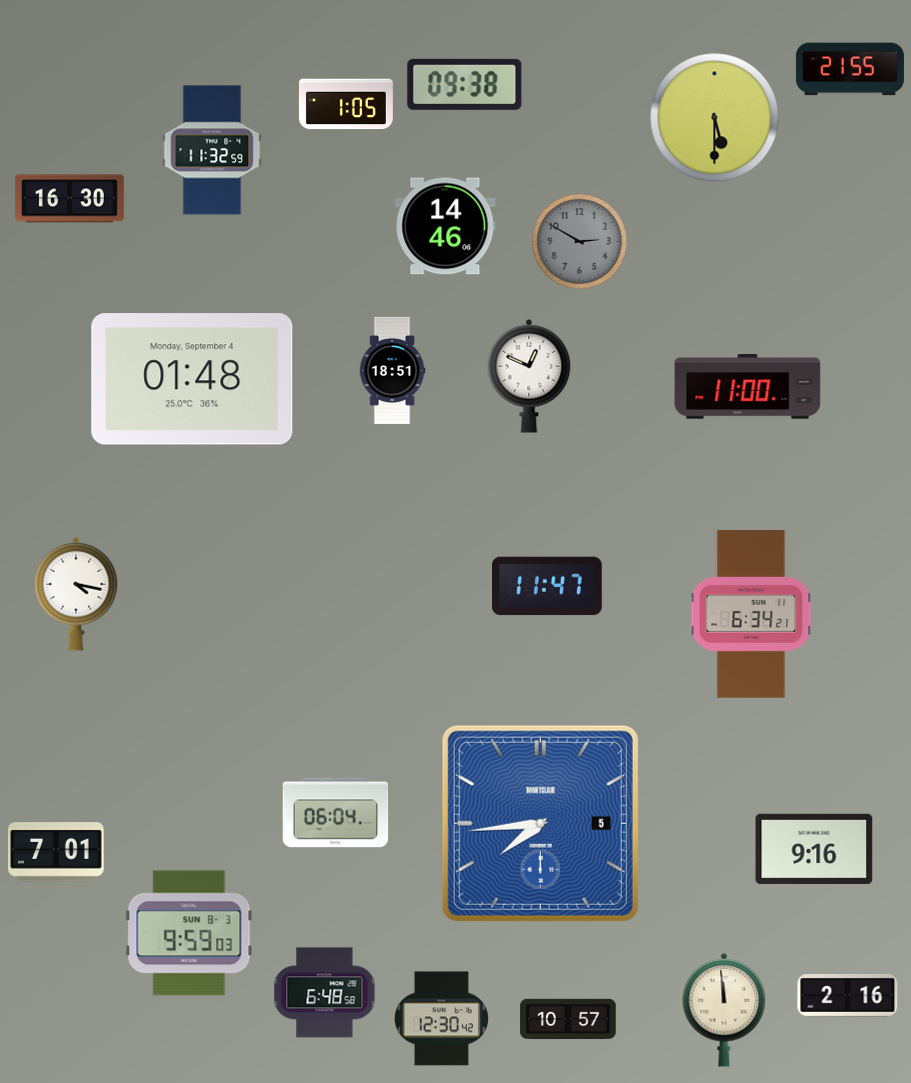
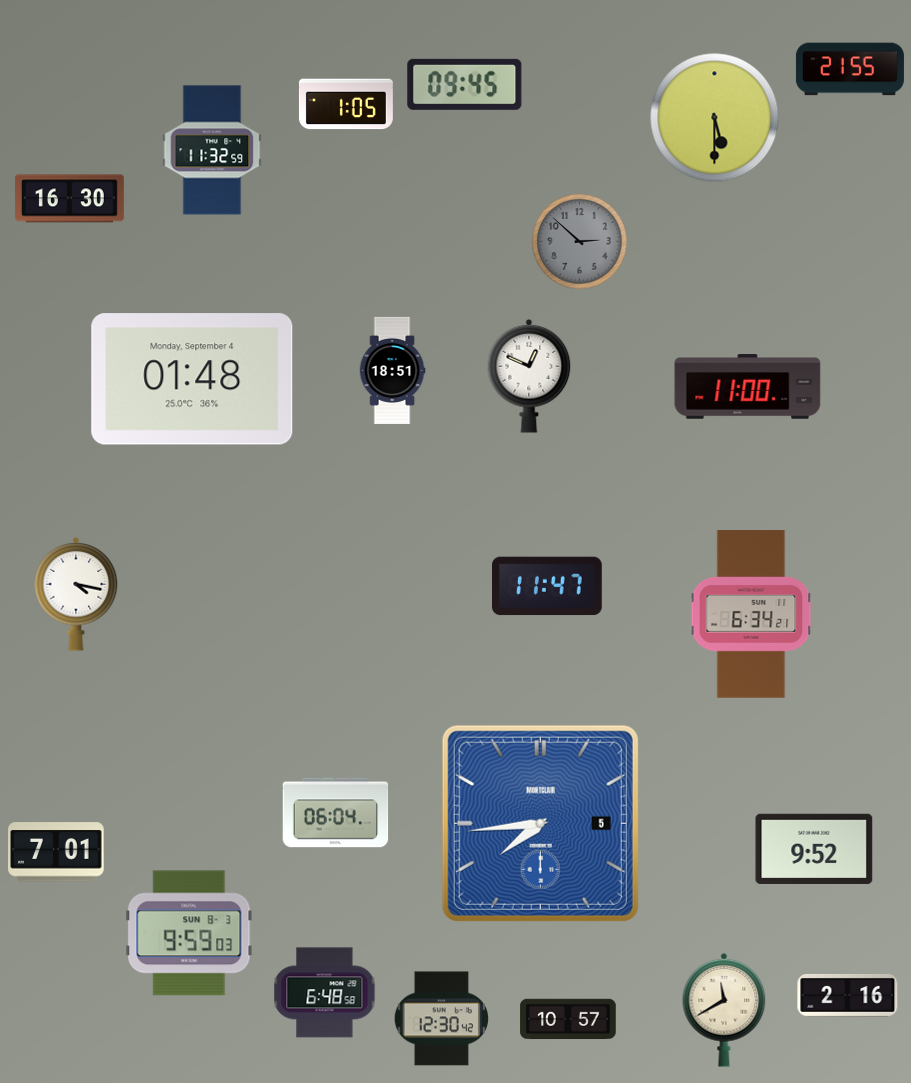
clock at (465, 84): 09:38 -> 09:45
clock at (445, 226): 14:46 -> none
clock at (580, 242): 2:50 -> 2:52
clock at (814, 849): 9:16 -> 9:52
clock at (724, 1010): 11:59 -> 11:40
